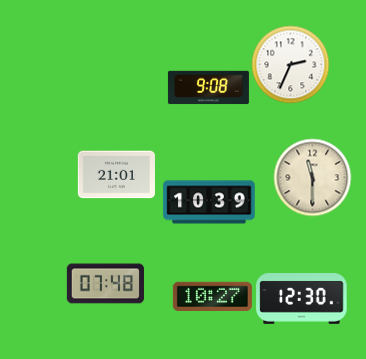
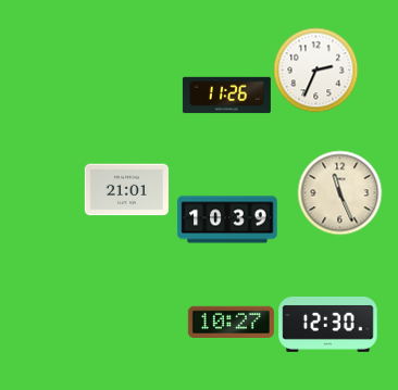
clock at (208, 88): 9:08 -> 11:26
clock at (312, 177): 11:30 -> 11:26
clock at (105, 284): 07:48 -> none
